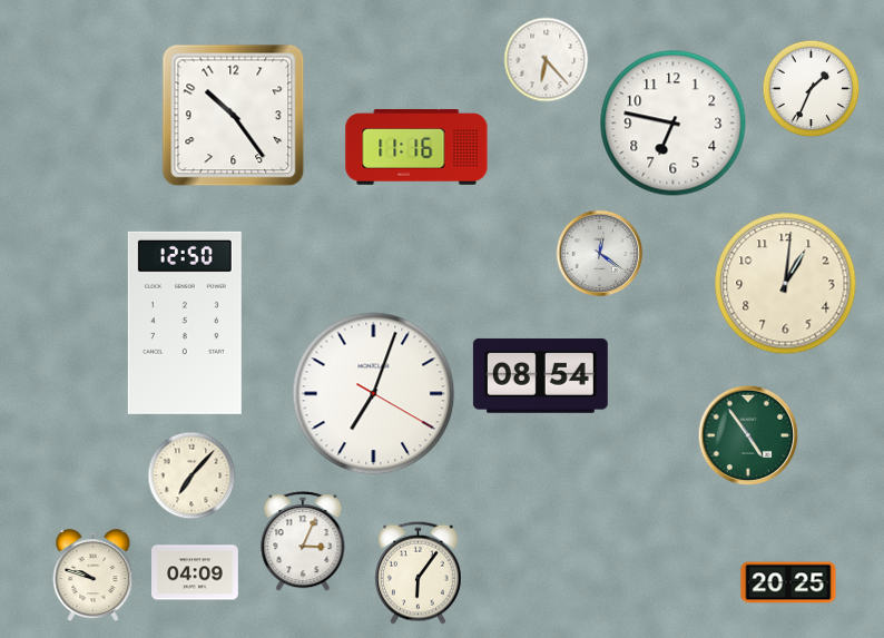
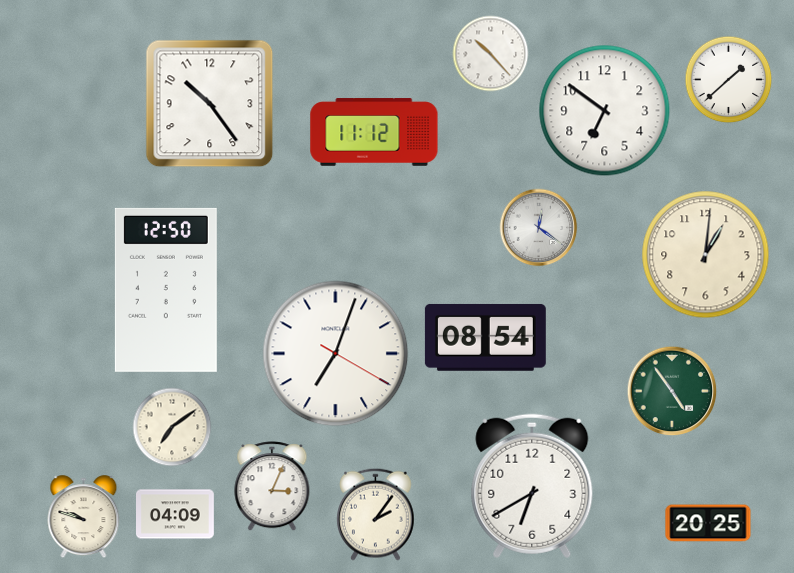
clock at (547, 60): 6:23 -> 10:23
clock at (812, 89): 1:34 -> 1:38
clock at (674, 124): 6:47 -> 6:51
clock at (416, 147): 11:16 -> 11:12
clock at (191, 475): 7:07 -> 7:09
clock at (532, 486): none -> 6:40
clock at (419, 572): 6:06 -> 2:06
